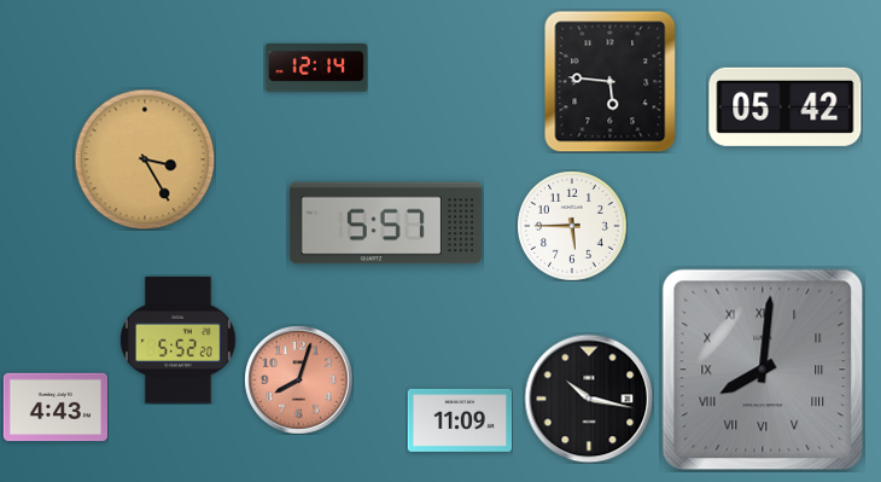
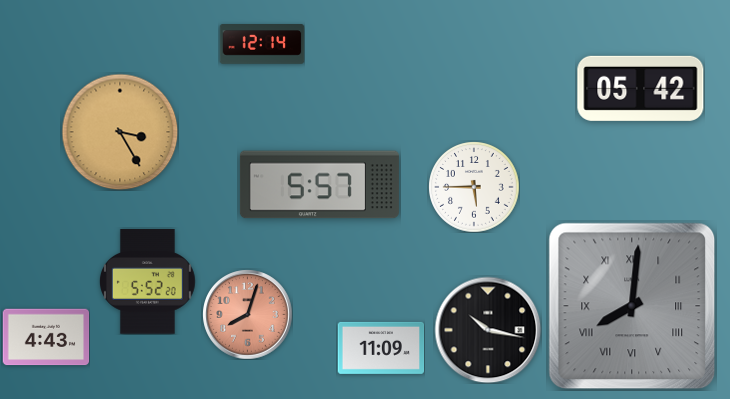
clock at (316, 68) position: (316, 68) -> (262, 44)
clock at (611, 81): 5:46 -> none
clock at (786, 106) position: (786, 106) -> (641, 88)
